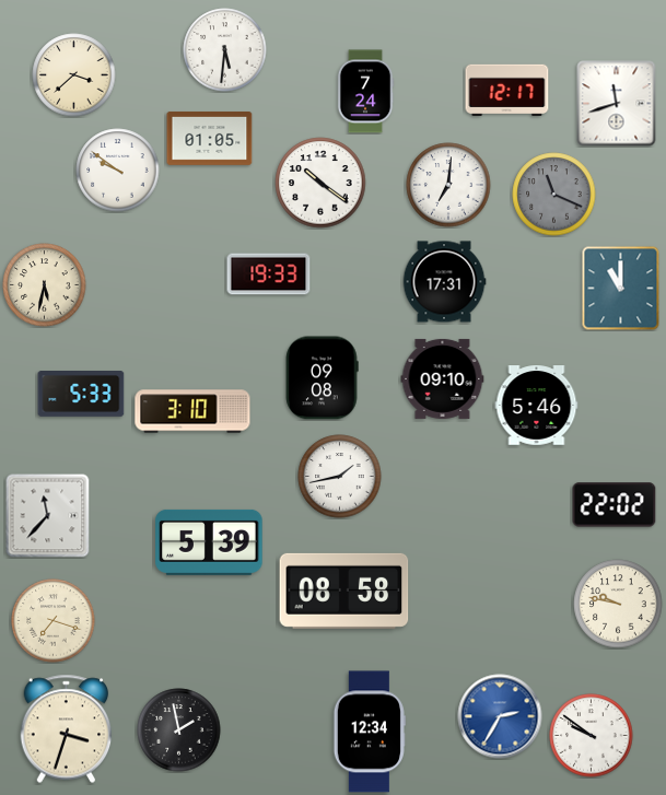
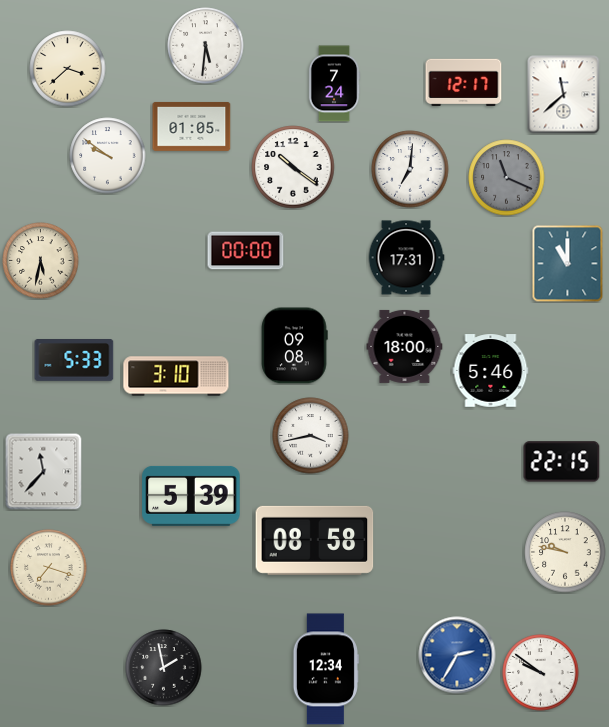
clock at (617, 104): 11:42 -> 11:38
clock at (269, 274): 19:33 -> 00:00
clock at (443, 378): 09:10 -> 18:00
clock at (340, 477): 1:43 -> 3:43
clock at (615, 505): 22:02 -> 22:15
clock at (67, 729): 3:33 -> none
clock at (370, 732) position: (370, 732) -> (326, 669)
